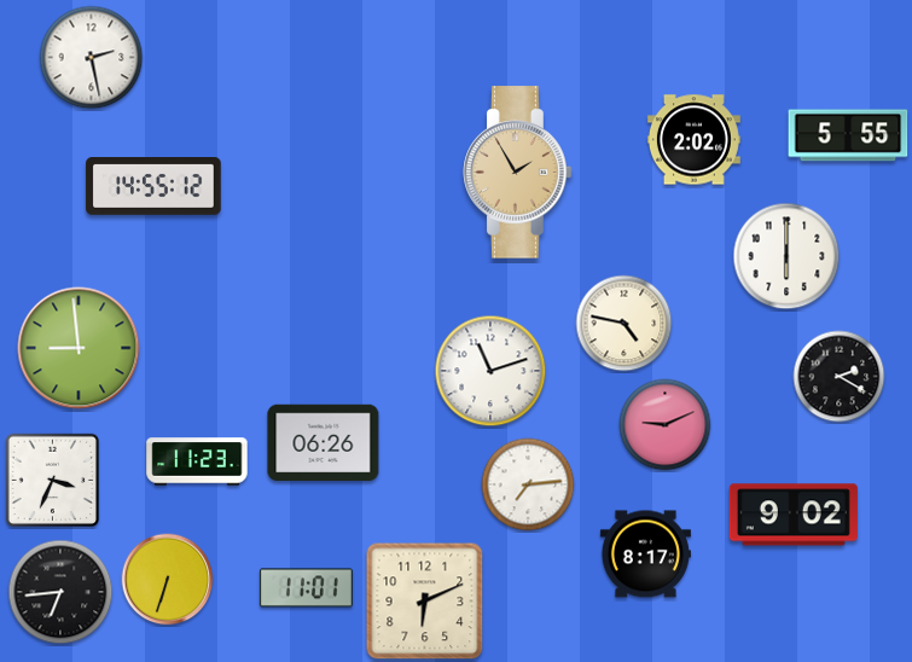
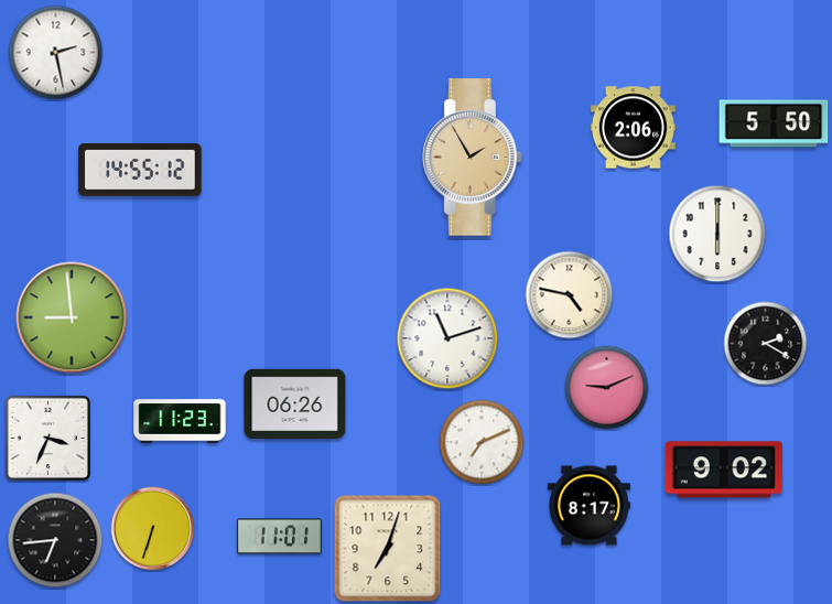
clock at (92, 58) position: (92, 58) -> (56, 53)
clock at (848, 135): 5:55 -> 5:50
clock at (693, 140): 2:02 -> 2:06
clock at (528, 484): 7:14 -> 7:11
clock at (425, 602): 6:11 -> 7:03
